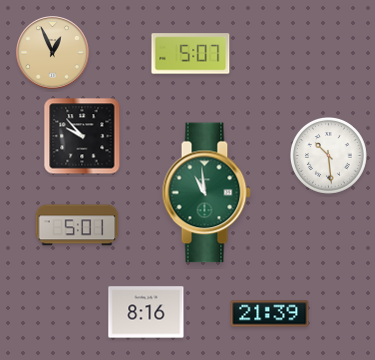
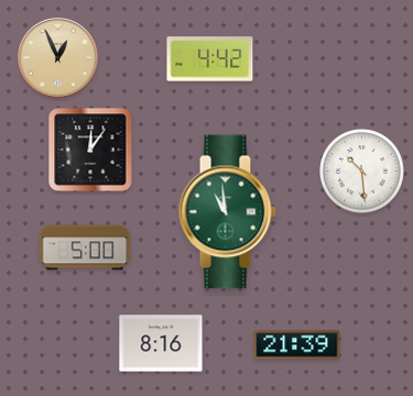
clock at (191, 54): 5:07 -> 4:42
clock at (82, 136): 9:53 -> 12:06
clock at (77, 225): 5:01 -> 5:00
